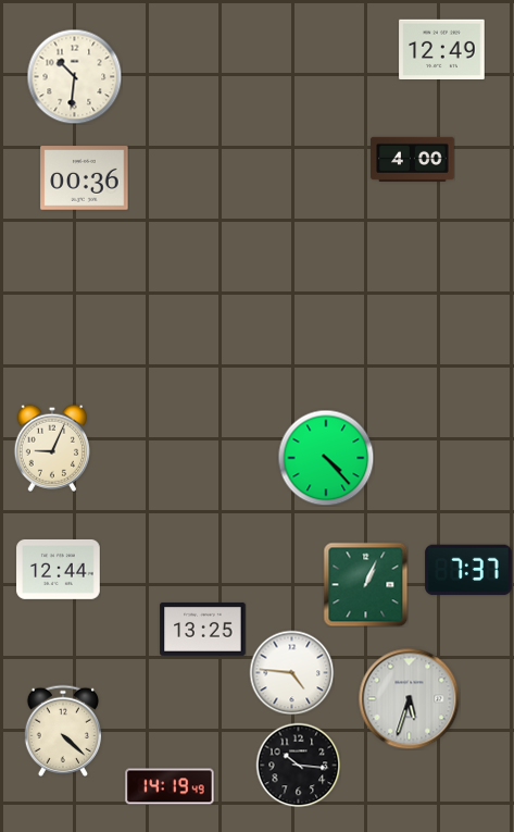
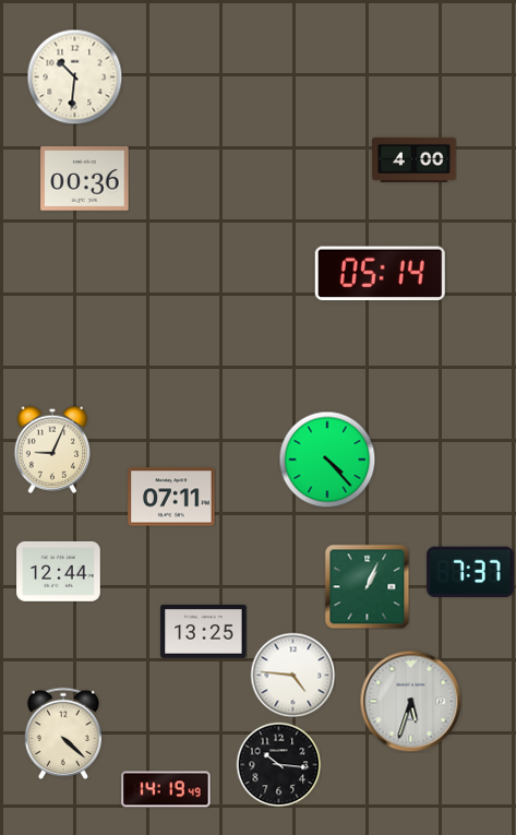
clock at (442, 49): 12:49 -> none
clock at (380, 274): none -> 05:14
clock at (171, 497): none -> 07:11
clock at (298, 765) position: (298, 765) -> (278, 764)
clock at (170, 786) position: (170, 786) -> (166, 789)
